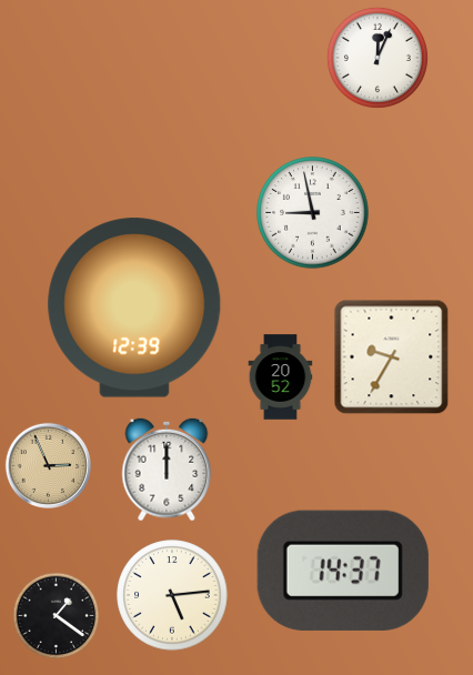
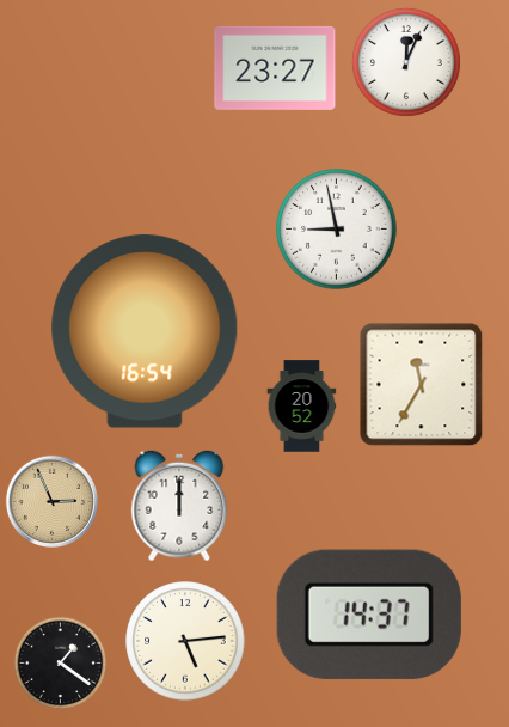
clock at (275, 68): none -> 23:27
clock at (134, 308): 12:39 -> 16:54
clock at (392, 357): 9:35 -> 11:35
